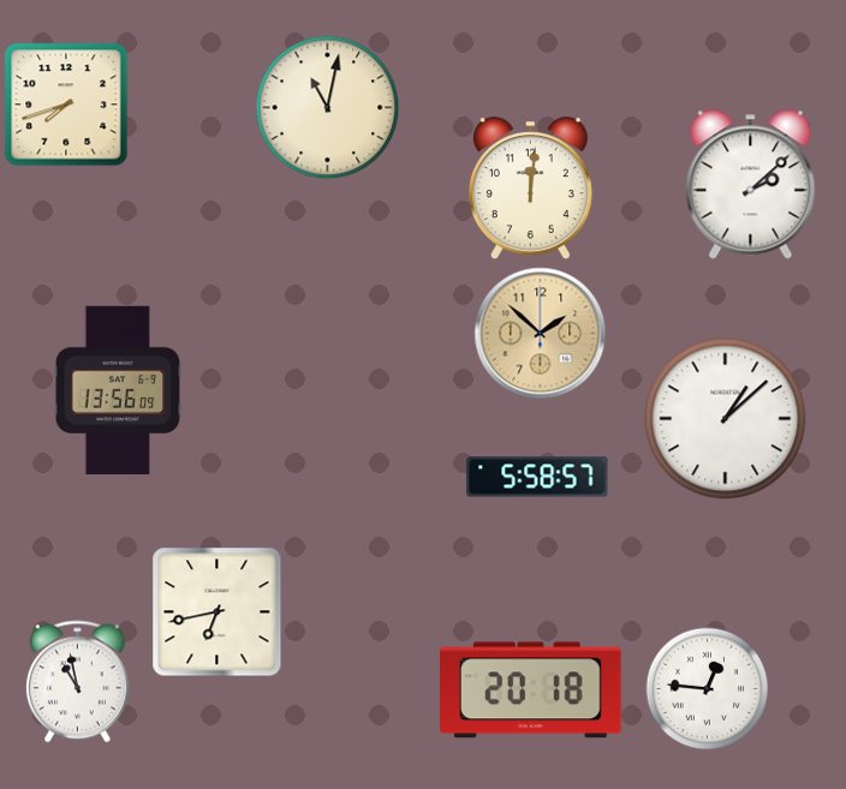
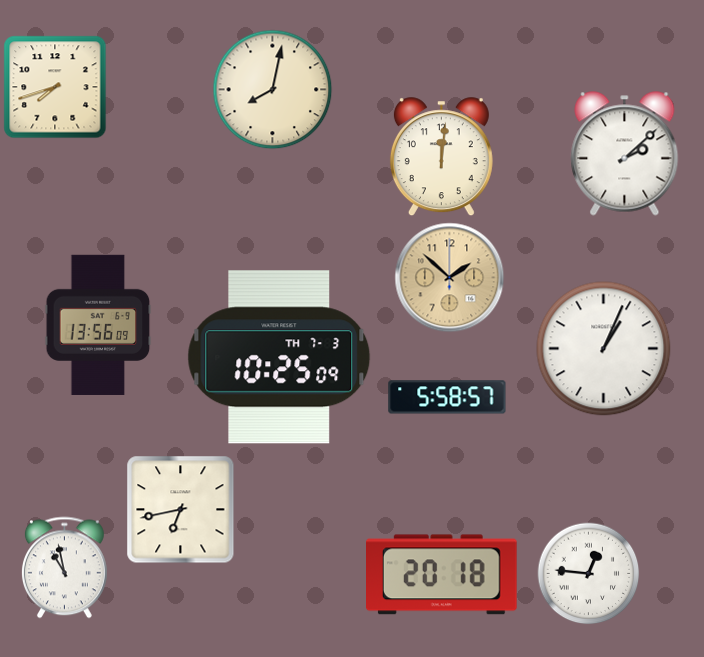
clock at (328, 108): 11:02 -> 8:02
clock at (726, 419): 1:08 -> 1:04
clock at (279, 357): none -> 10:25
